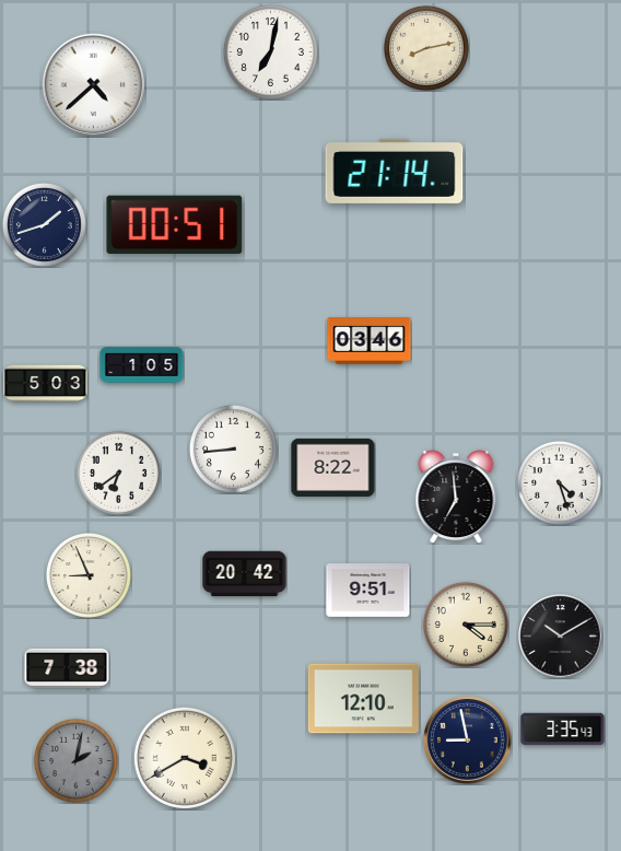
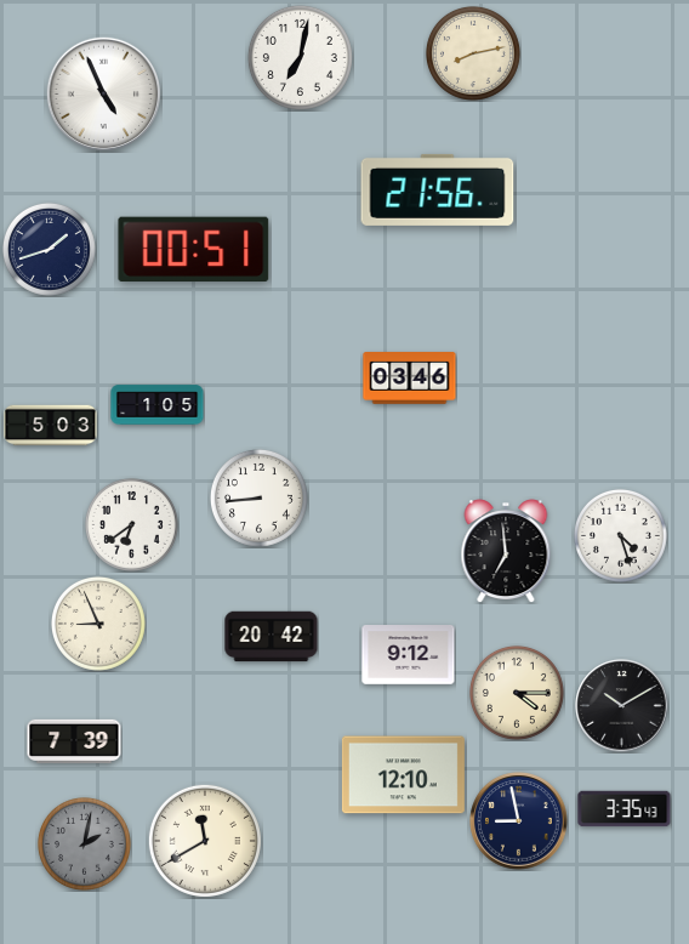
clock at (93, 84): 4:38 -> 4:56
clock at (395, 171): 21:14 -> 21:56
clock at (333, 467): 8:22 -> none
clock at (89, 575) position: (89, 575) -> (98, 624)
clock at (368, 591): 9:51 -> 9:12
clock at (67, 668): 7:38 -> 7:39
clock at (185, 758): 3:40 -> 11:40
